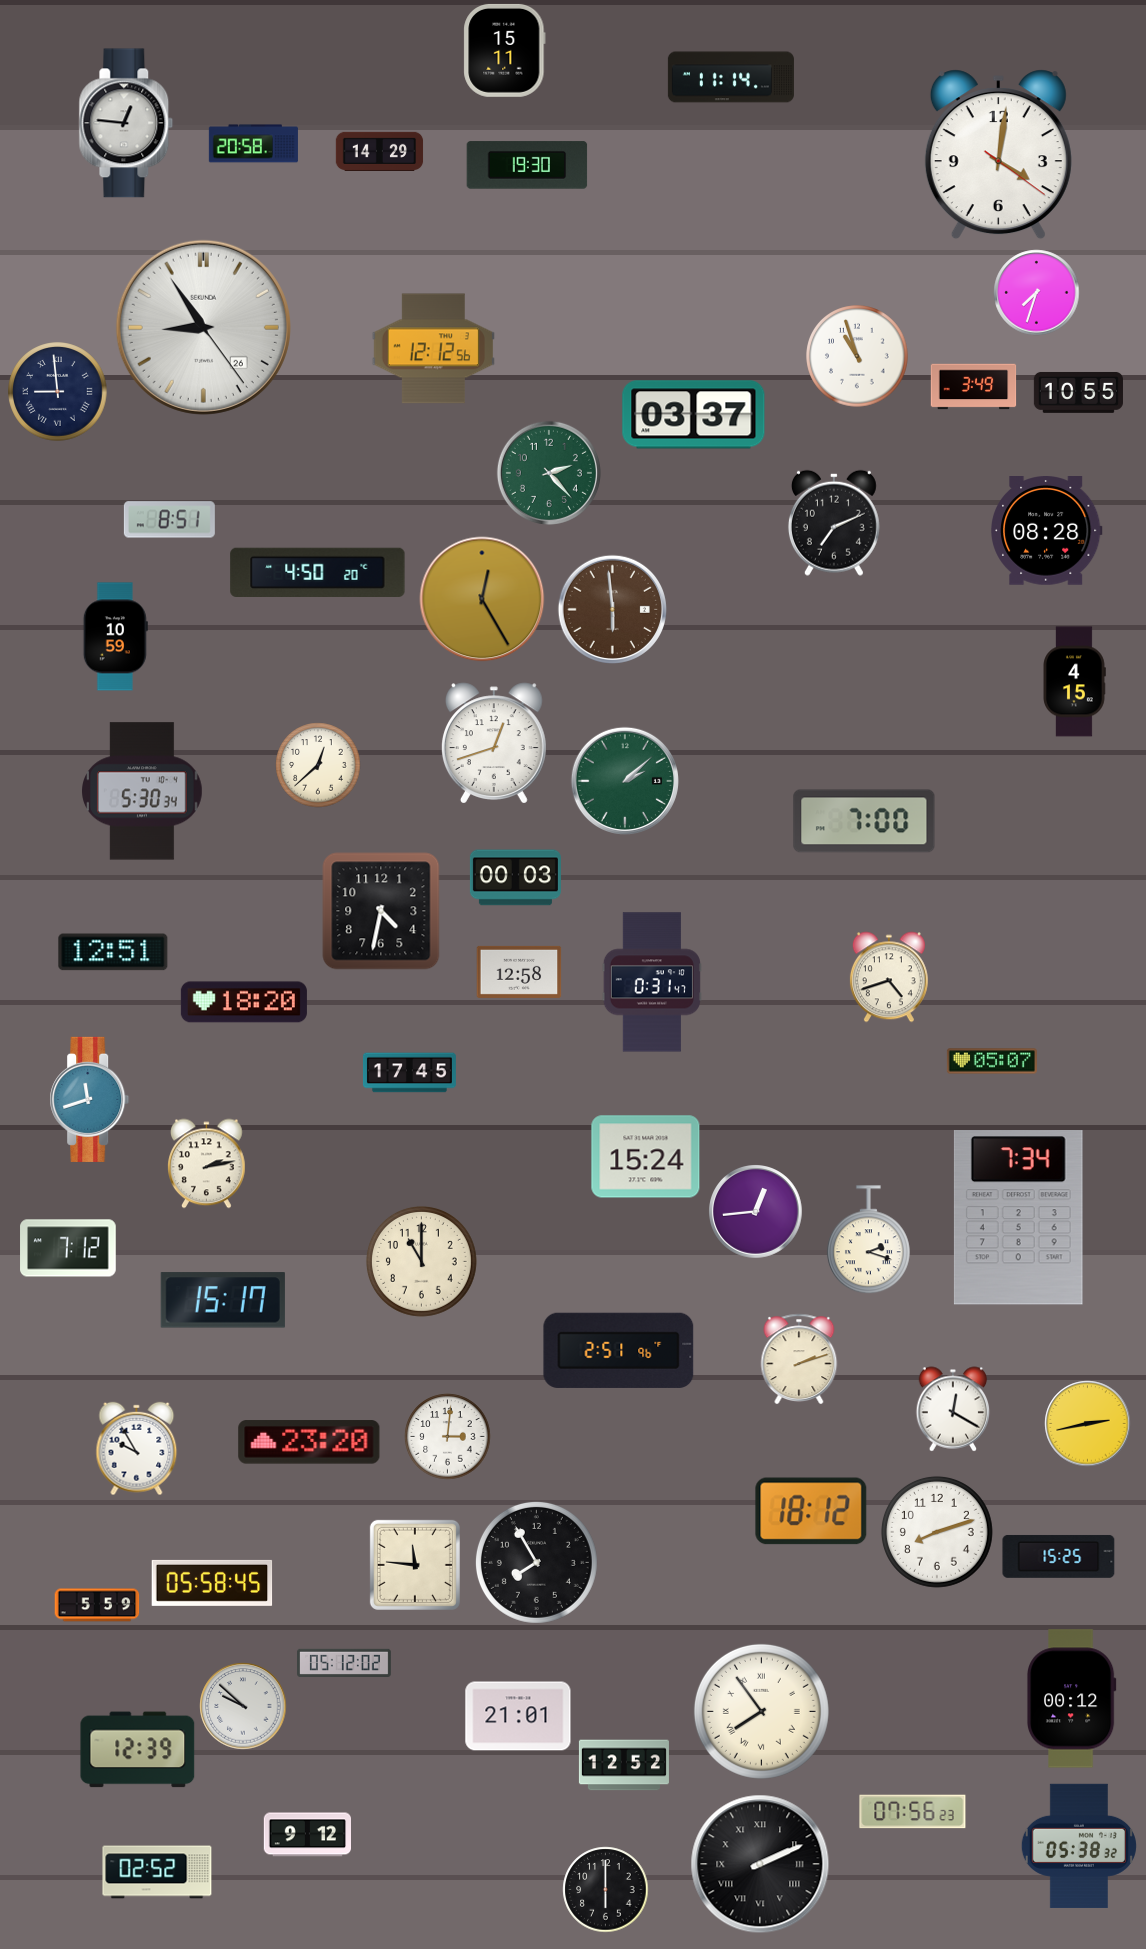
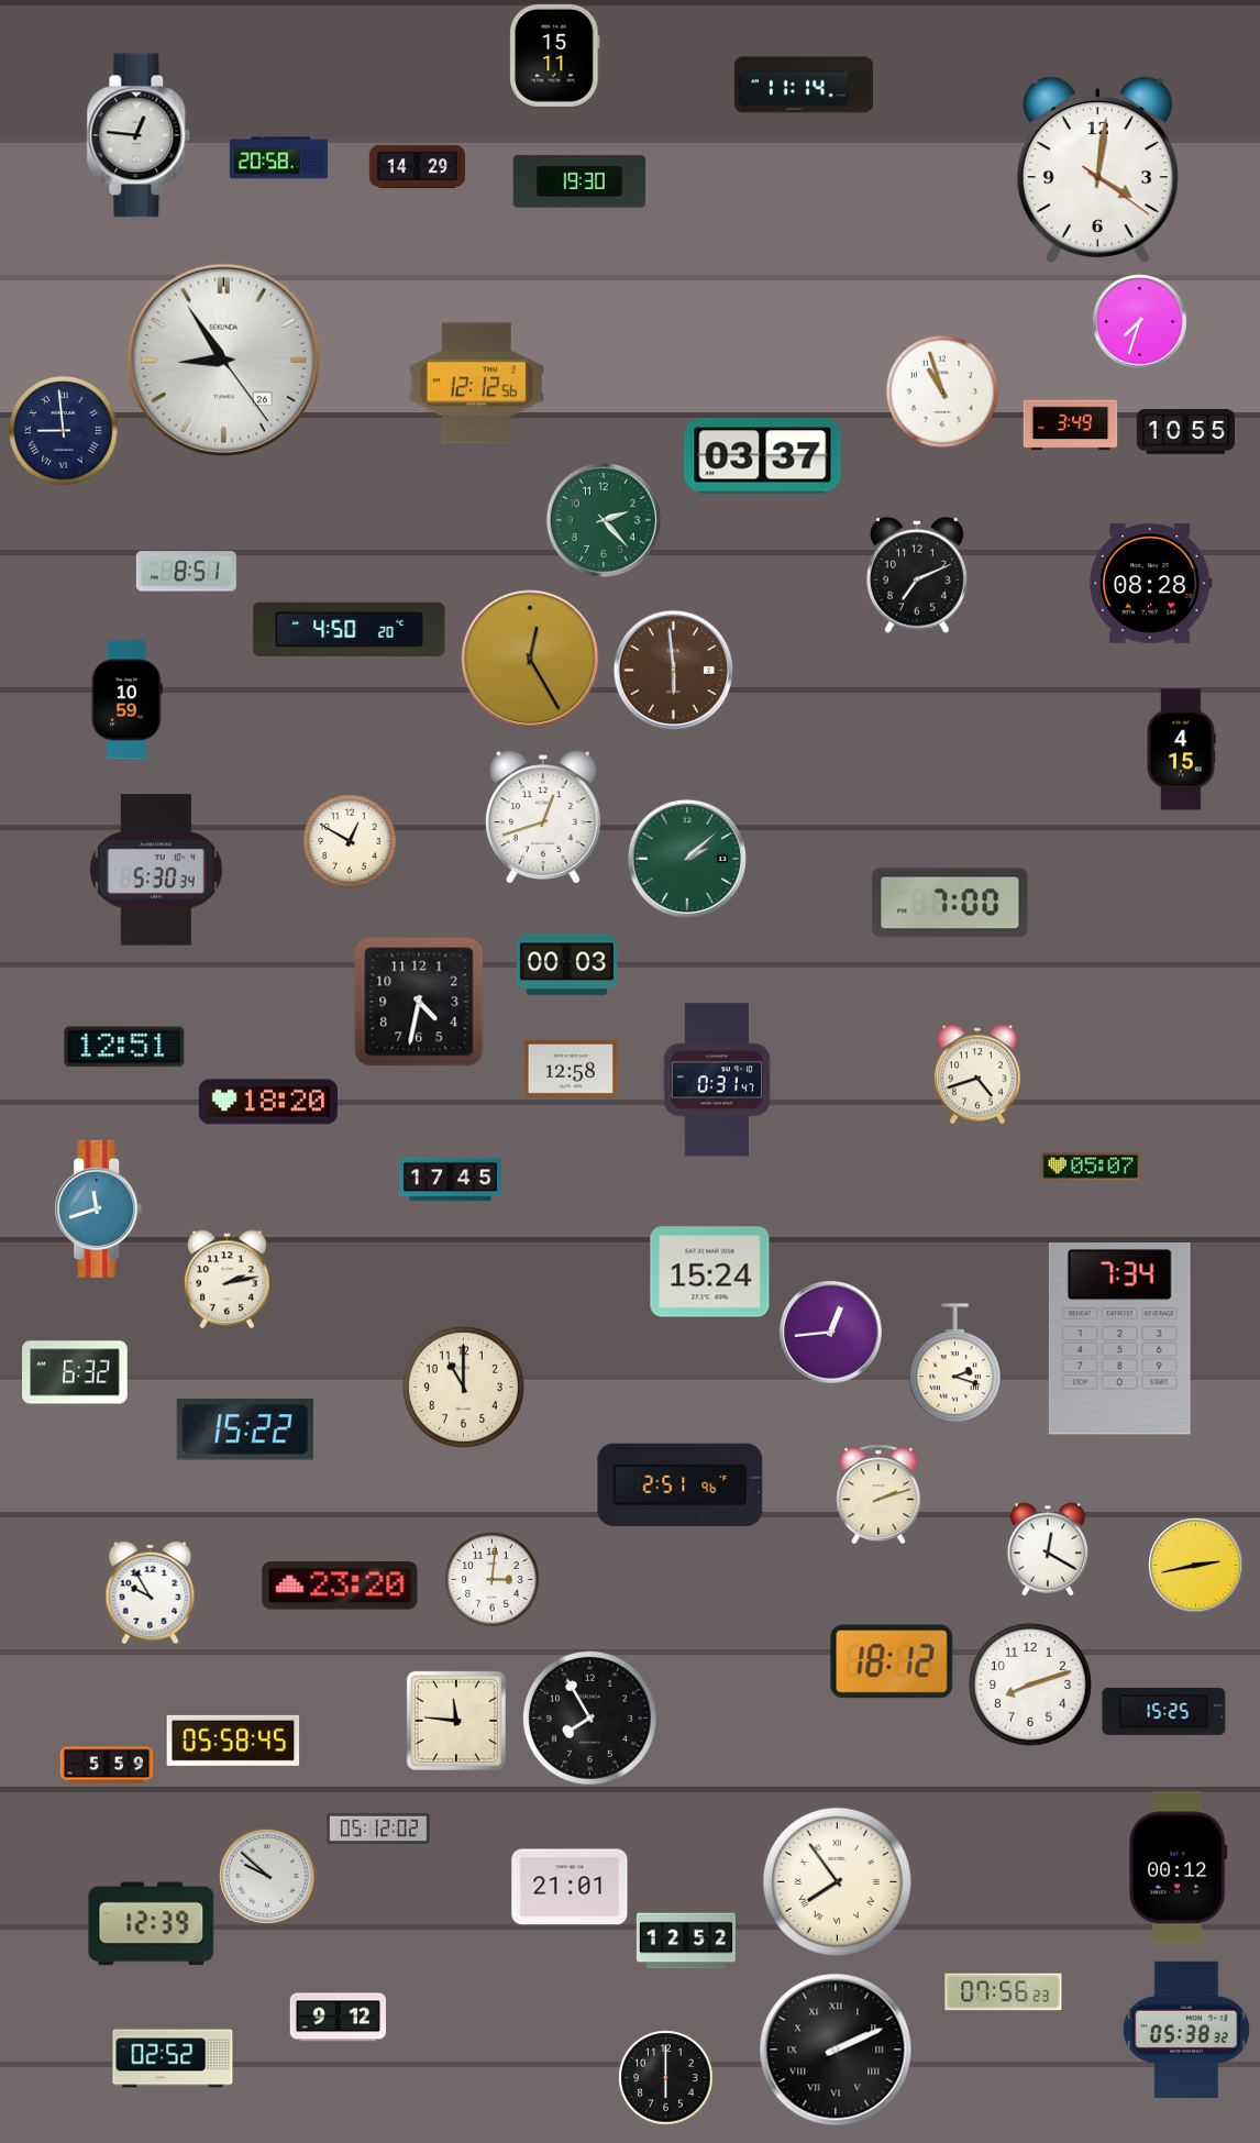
clock at (318, 765): 12:38 -> 12:50
clock at (68, 1248): 7:12 -> 6:32
clock at (223, 1300): 15:17 -> 15:22
